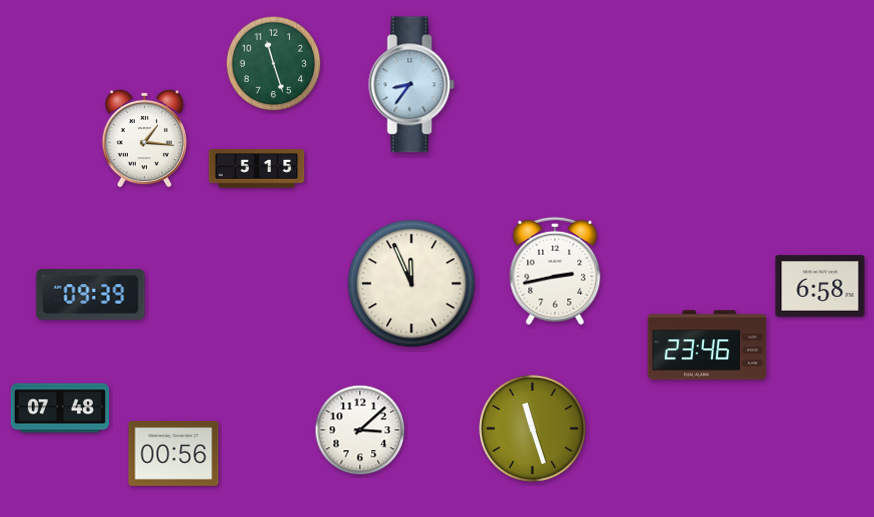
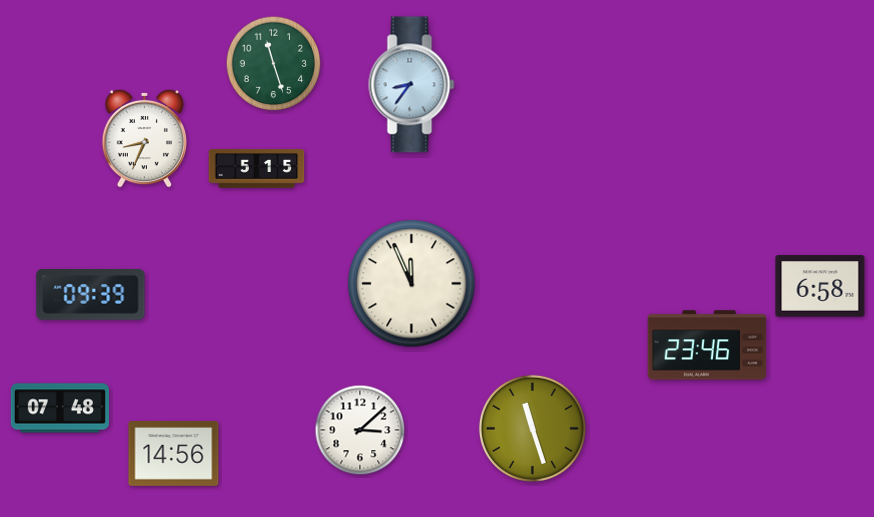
clock at (144, 138): 1:16 -> 8:34
clock at (555, 271): 2:43 -> none
clock at (174, 454): 00:56 -> 14:56
